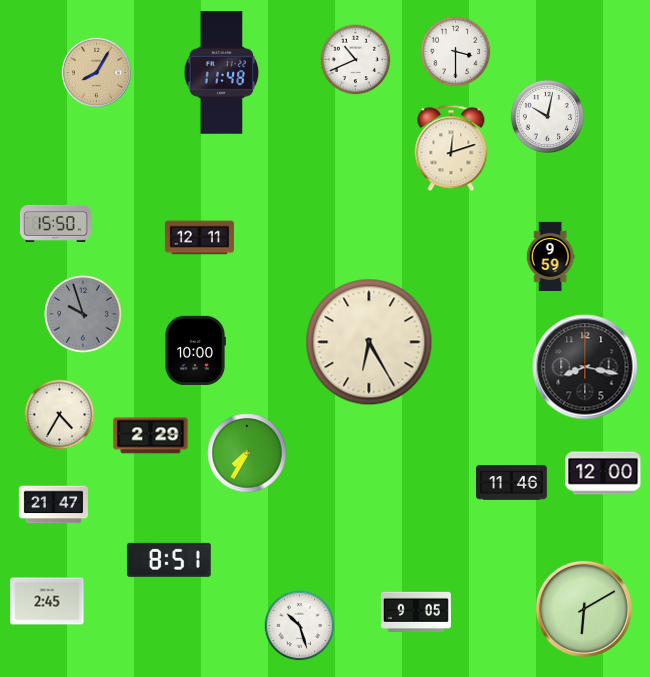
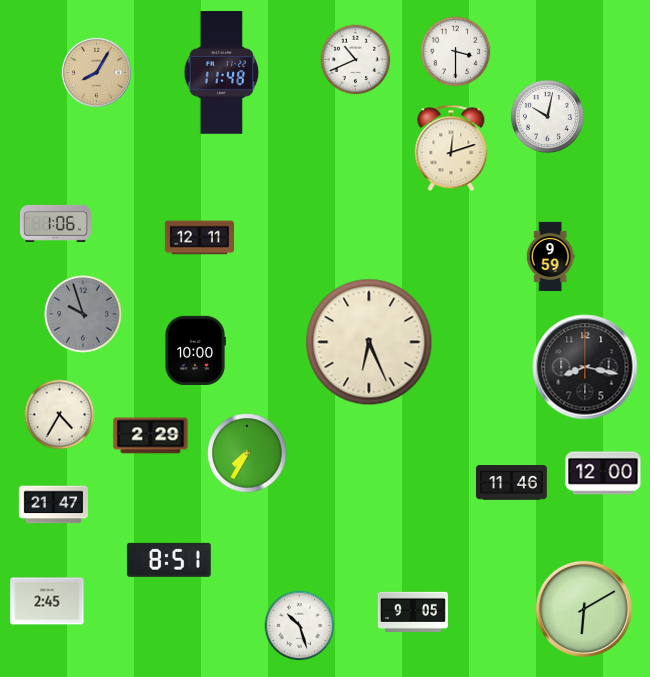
clock at (56, 223): 15:50 -> 1:06
clock at (369, 342): 6:25 -> 6:26
clock at (416, 611) position: (416, 611) -> (413, 611)
